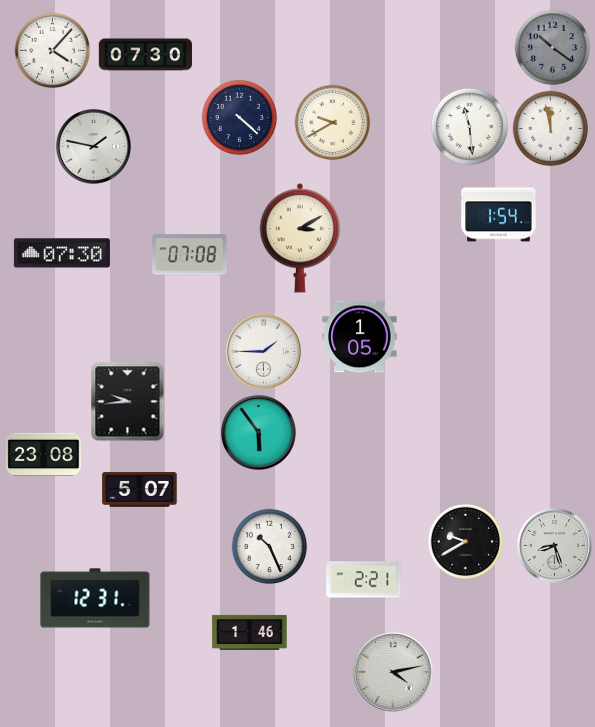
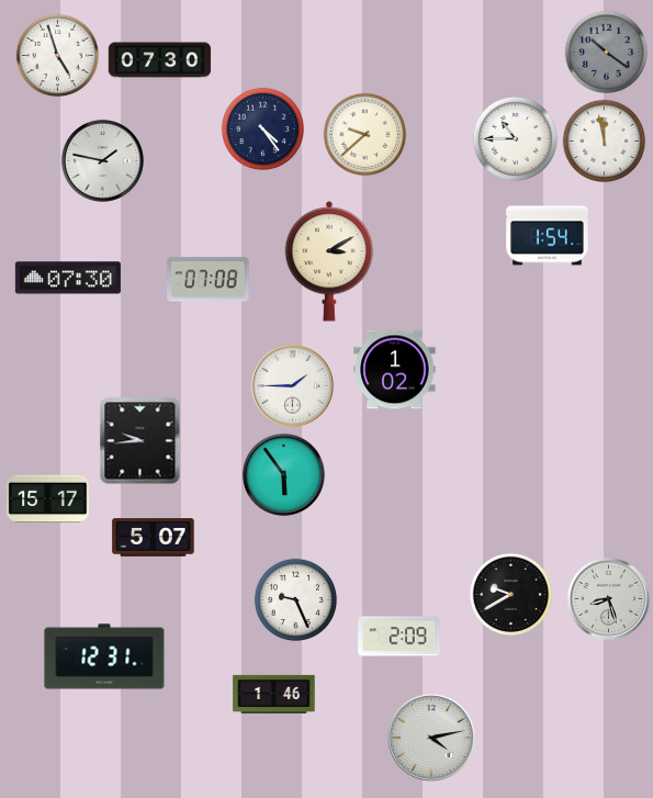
clock at (53, 51): 4:07 -> 4:57
clock at (240, 118): 4:22 -> 4:24
clock at (333, 123): 9:40 -> 9:38
clock at (470, 127): 11:29 -> 10:45
clock at (360, 337): 1:05 -> 1:02
clock at (263, 351) position: (263, 351) -> (292, 385)
clock at (44, 455): 23:08 -> 15:17
clock at (270, 547): 10:26 -> 9:26
clock at (364, 580): 2:21 -> 2:09
